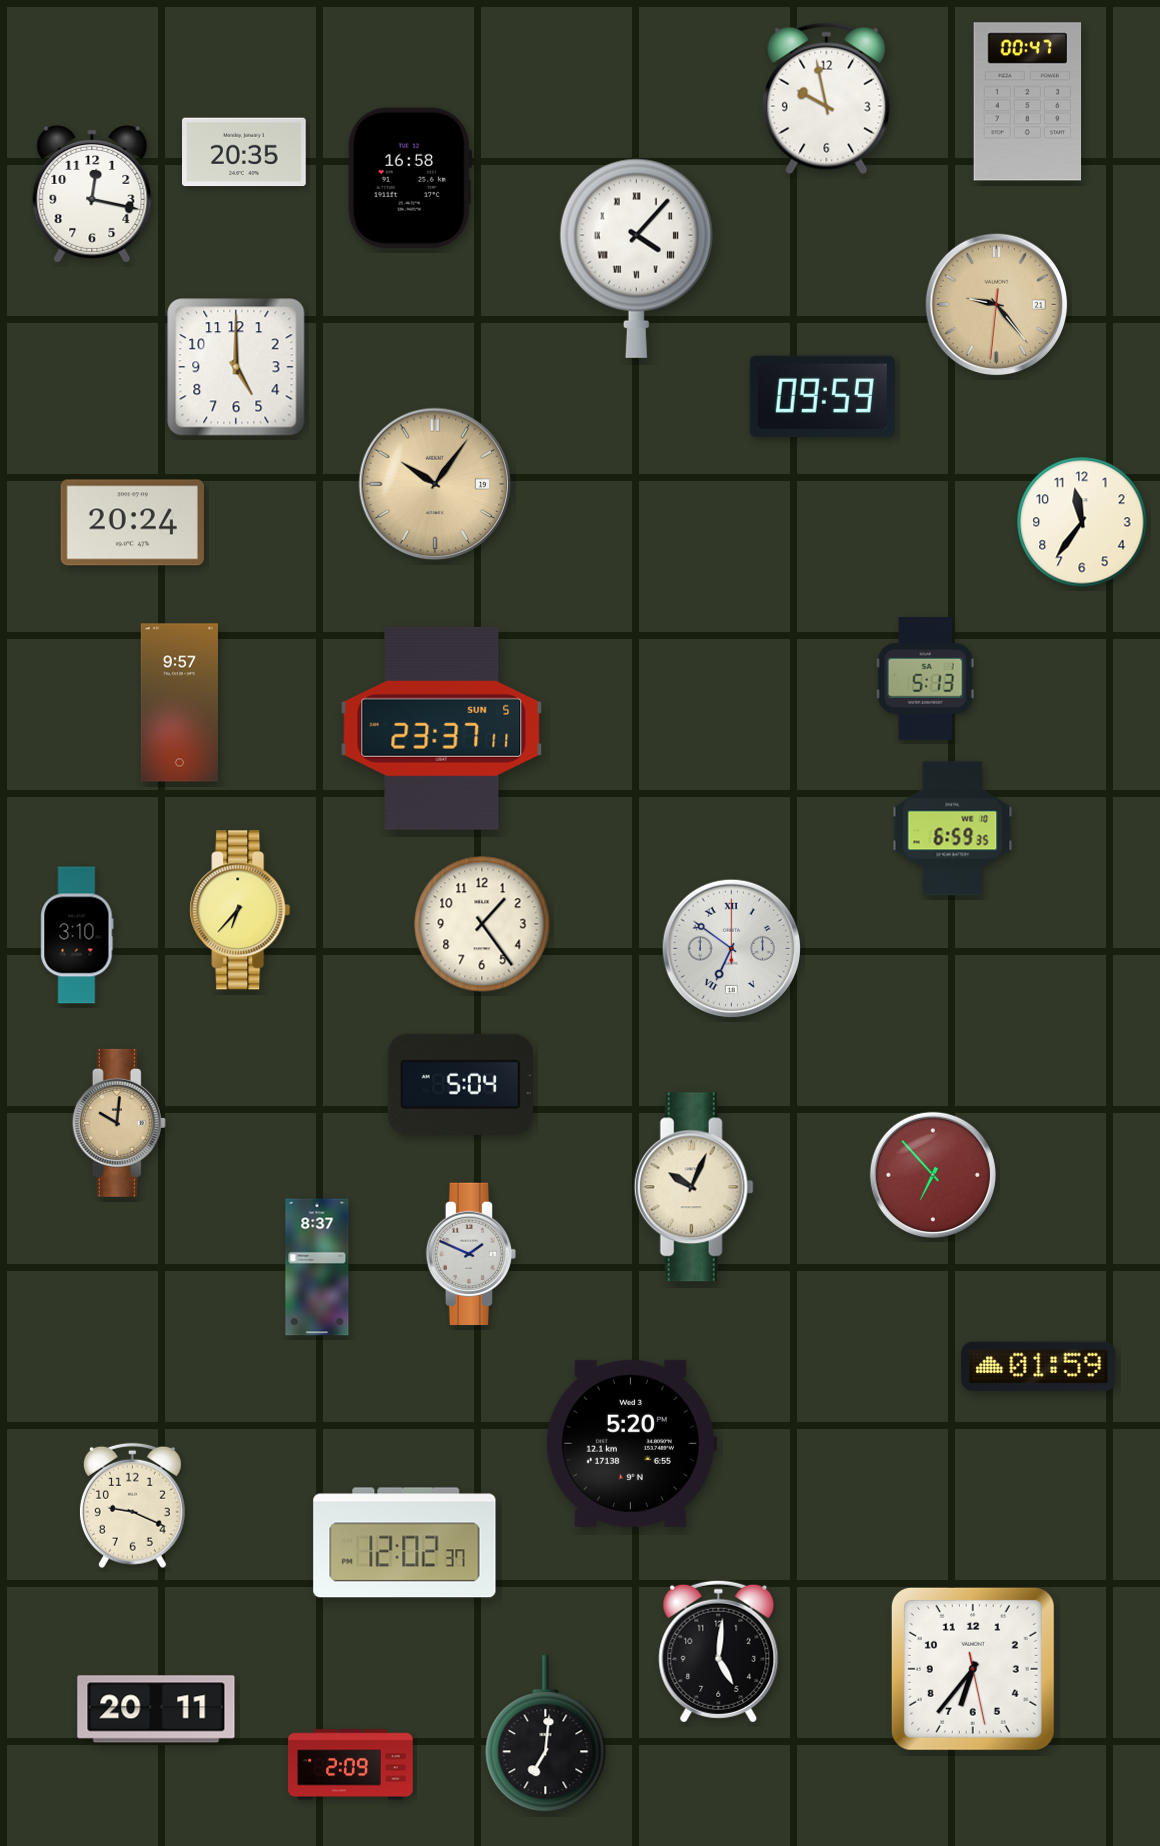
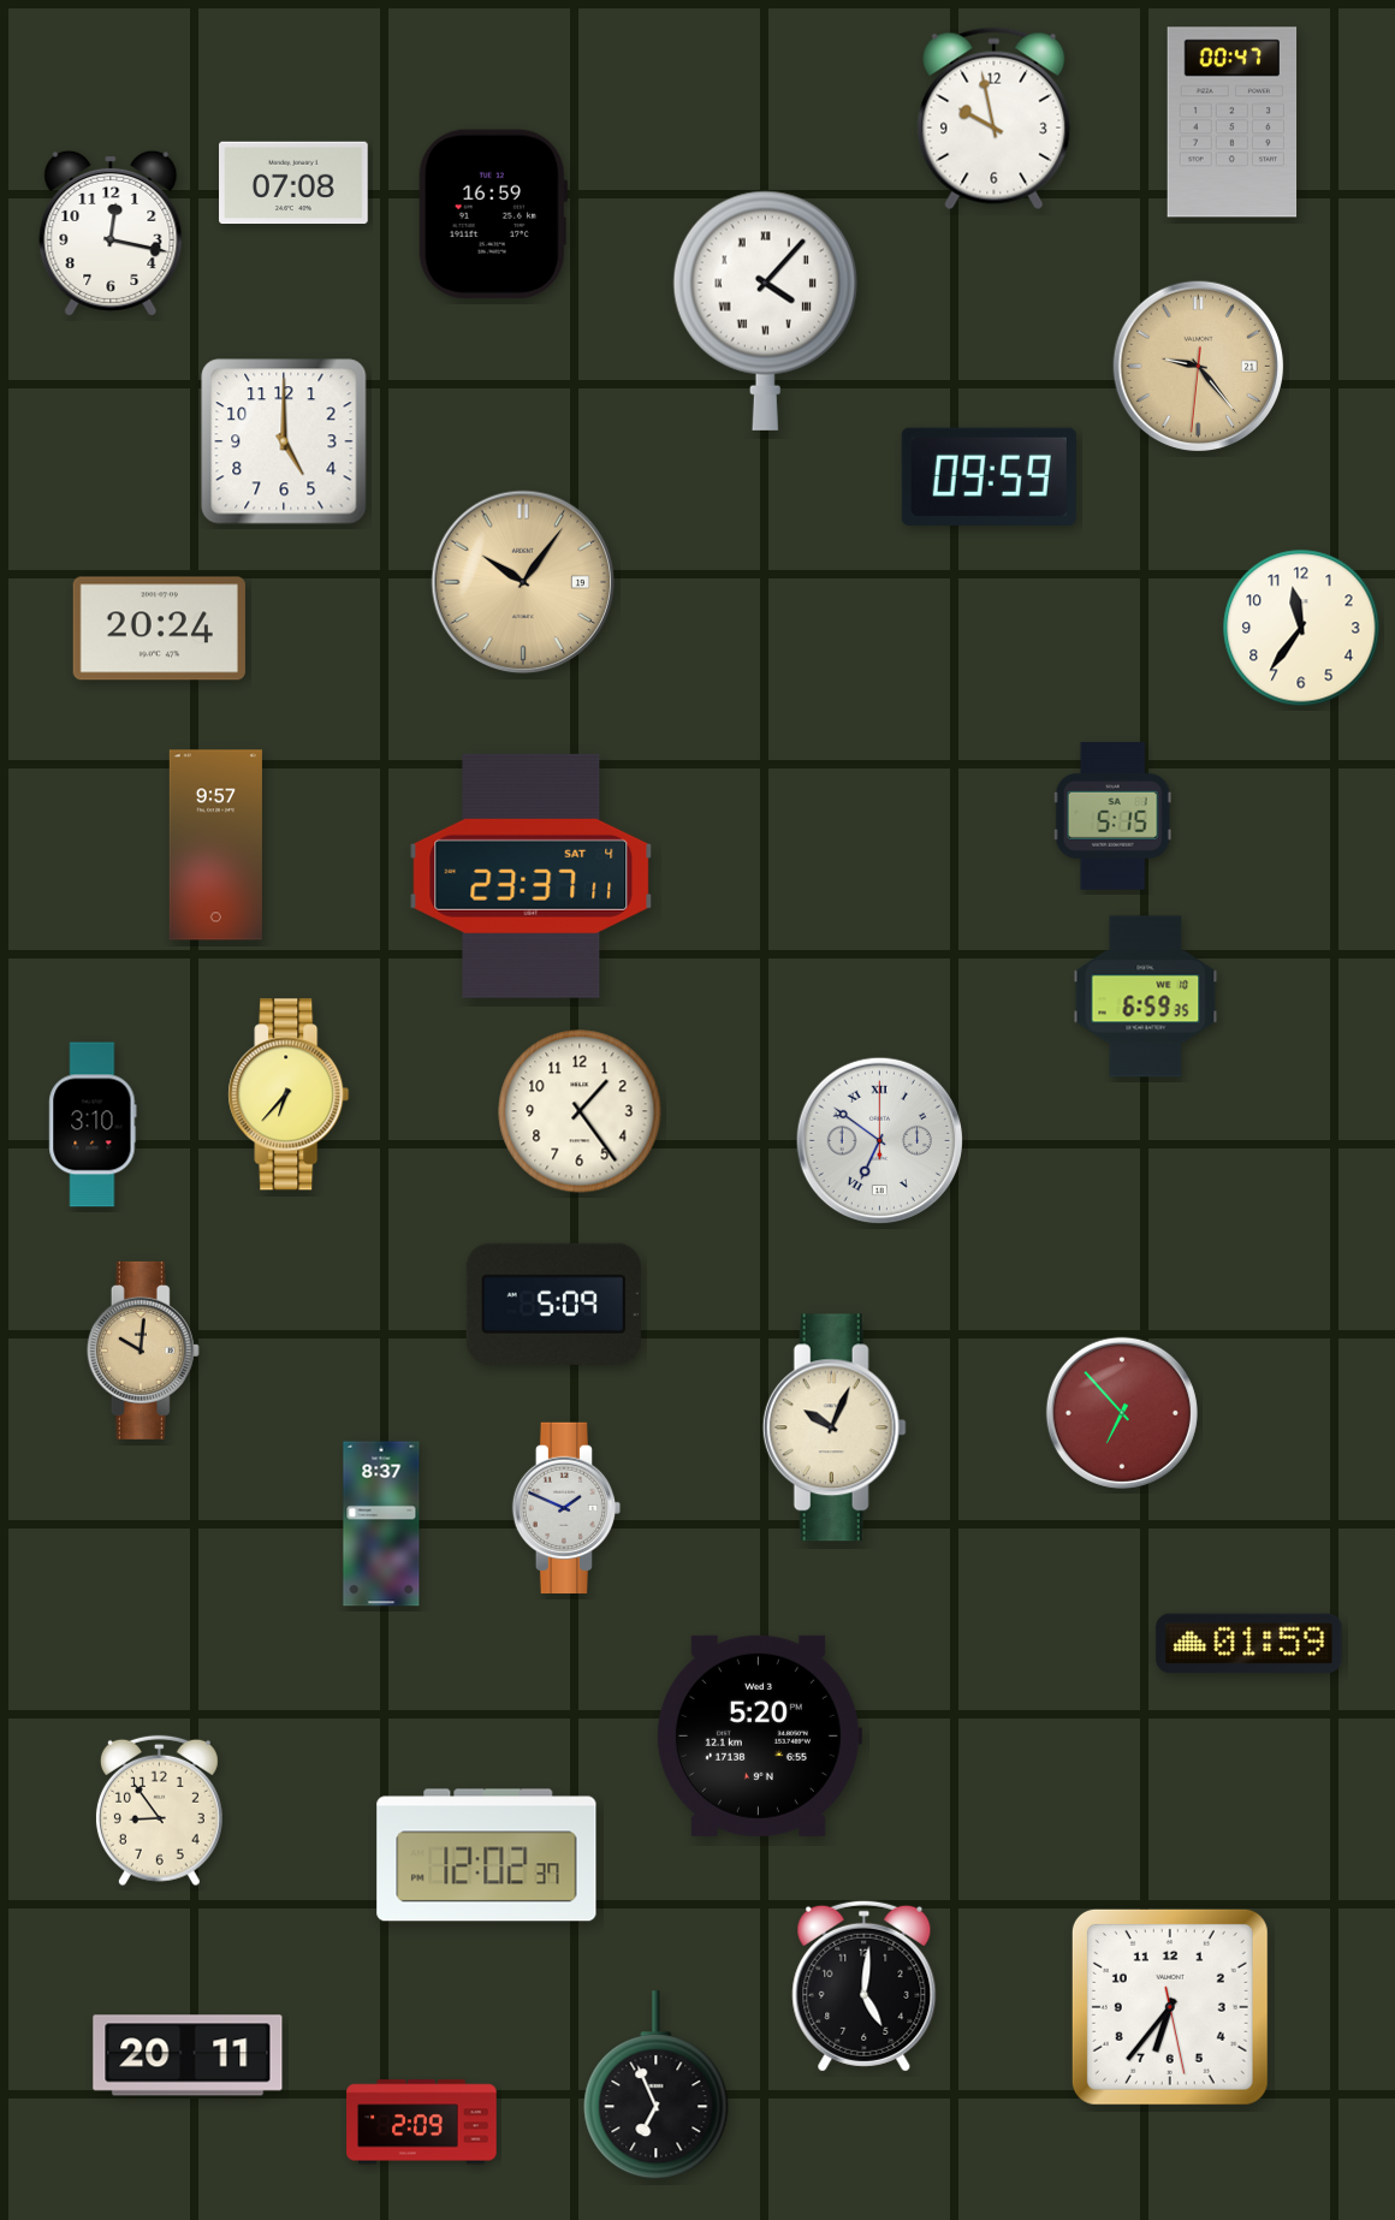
clock at (1028, 102) position: (1028, 102) -> (1233, 123)
clock at (245, 152): 20:35 -> 07:08
clock at (409, 178): 16:58 -> 16:59
clock at (925, 678): 5:13 -> 5:15
clock at (442, 728) date: SUN 5 -> SAT 4
clock at (460, 1084): 5:04 -> 5:09
clock at (132, 1506): 9:19 -> 8:54
clock at (546, 1734): 7:01 -> 6:56
